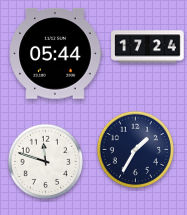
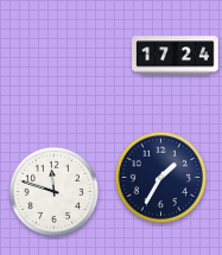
clock at (55, 54): 05:44 -> none
